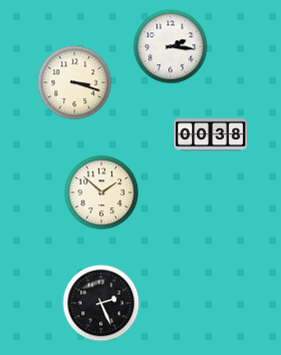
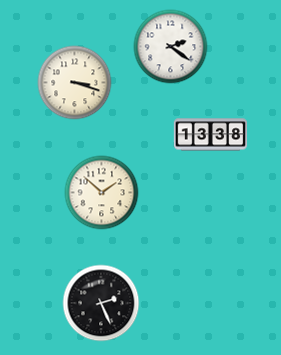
clock at (171, 47): 2:16 -> 2:21
clock at (211, 135): 00:38 -> 13:38
